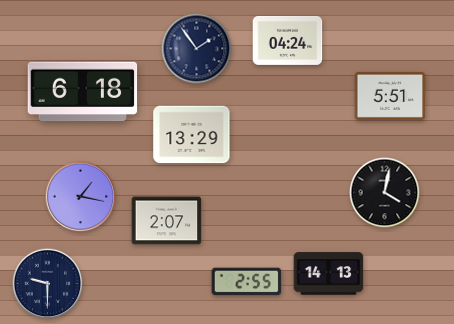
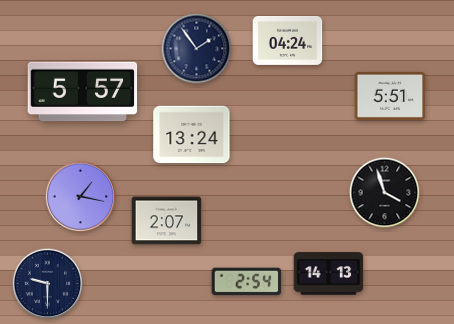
clock at (83, 92): 6:18 -> 5:57
clock at (192, 135): 13:29 -> 13:24
clock at (385, 193): 4:02 -> 3:57
clock at (247, 282): 2:55 -> 2:54
